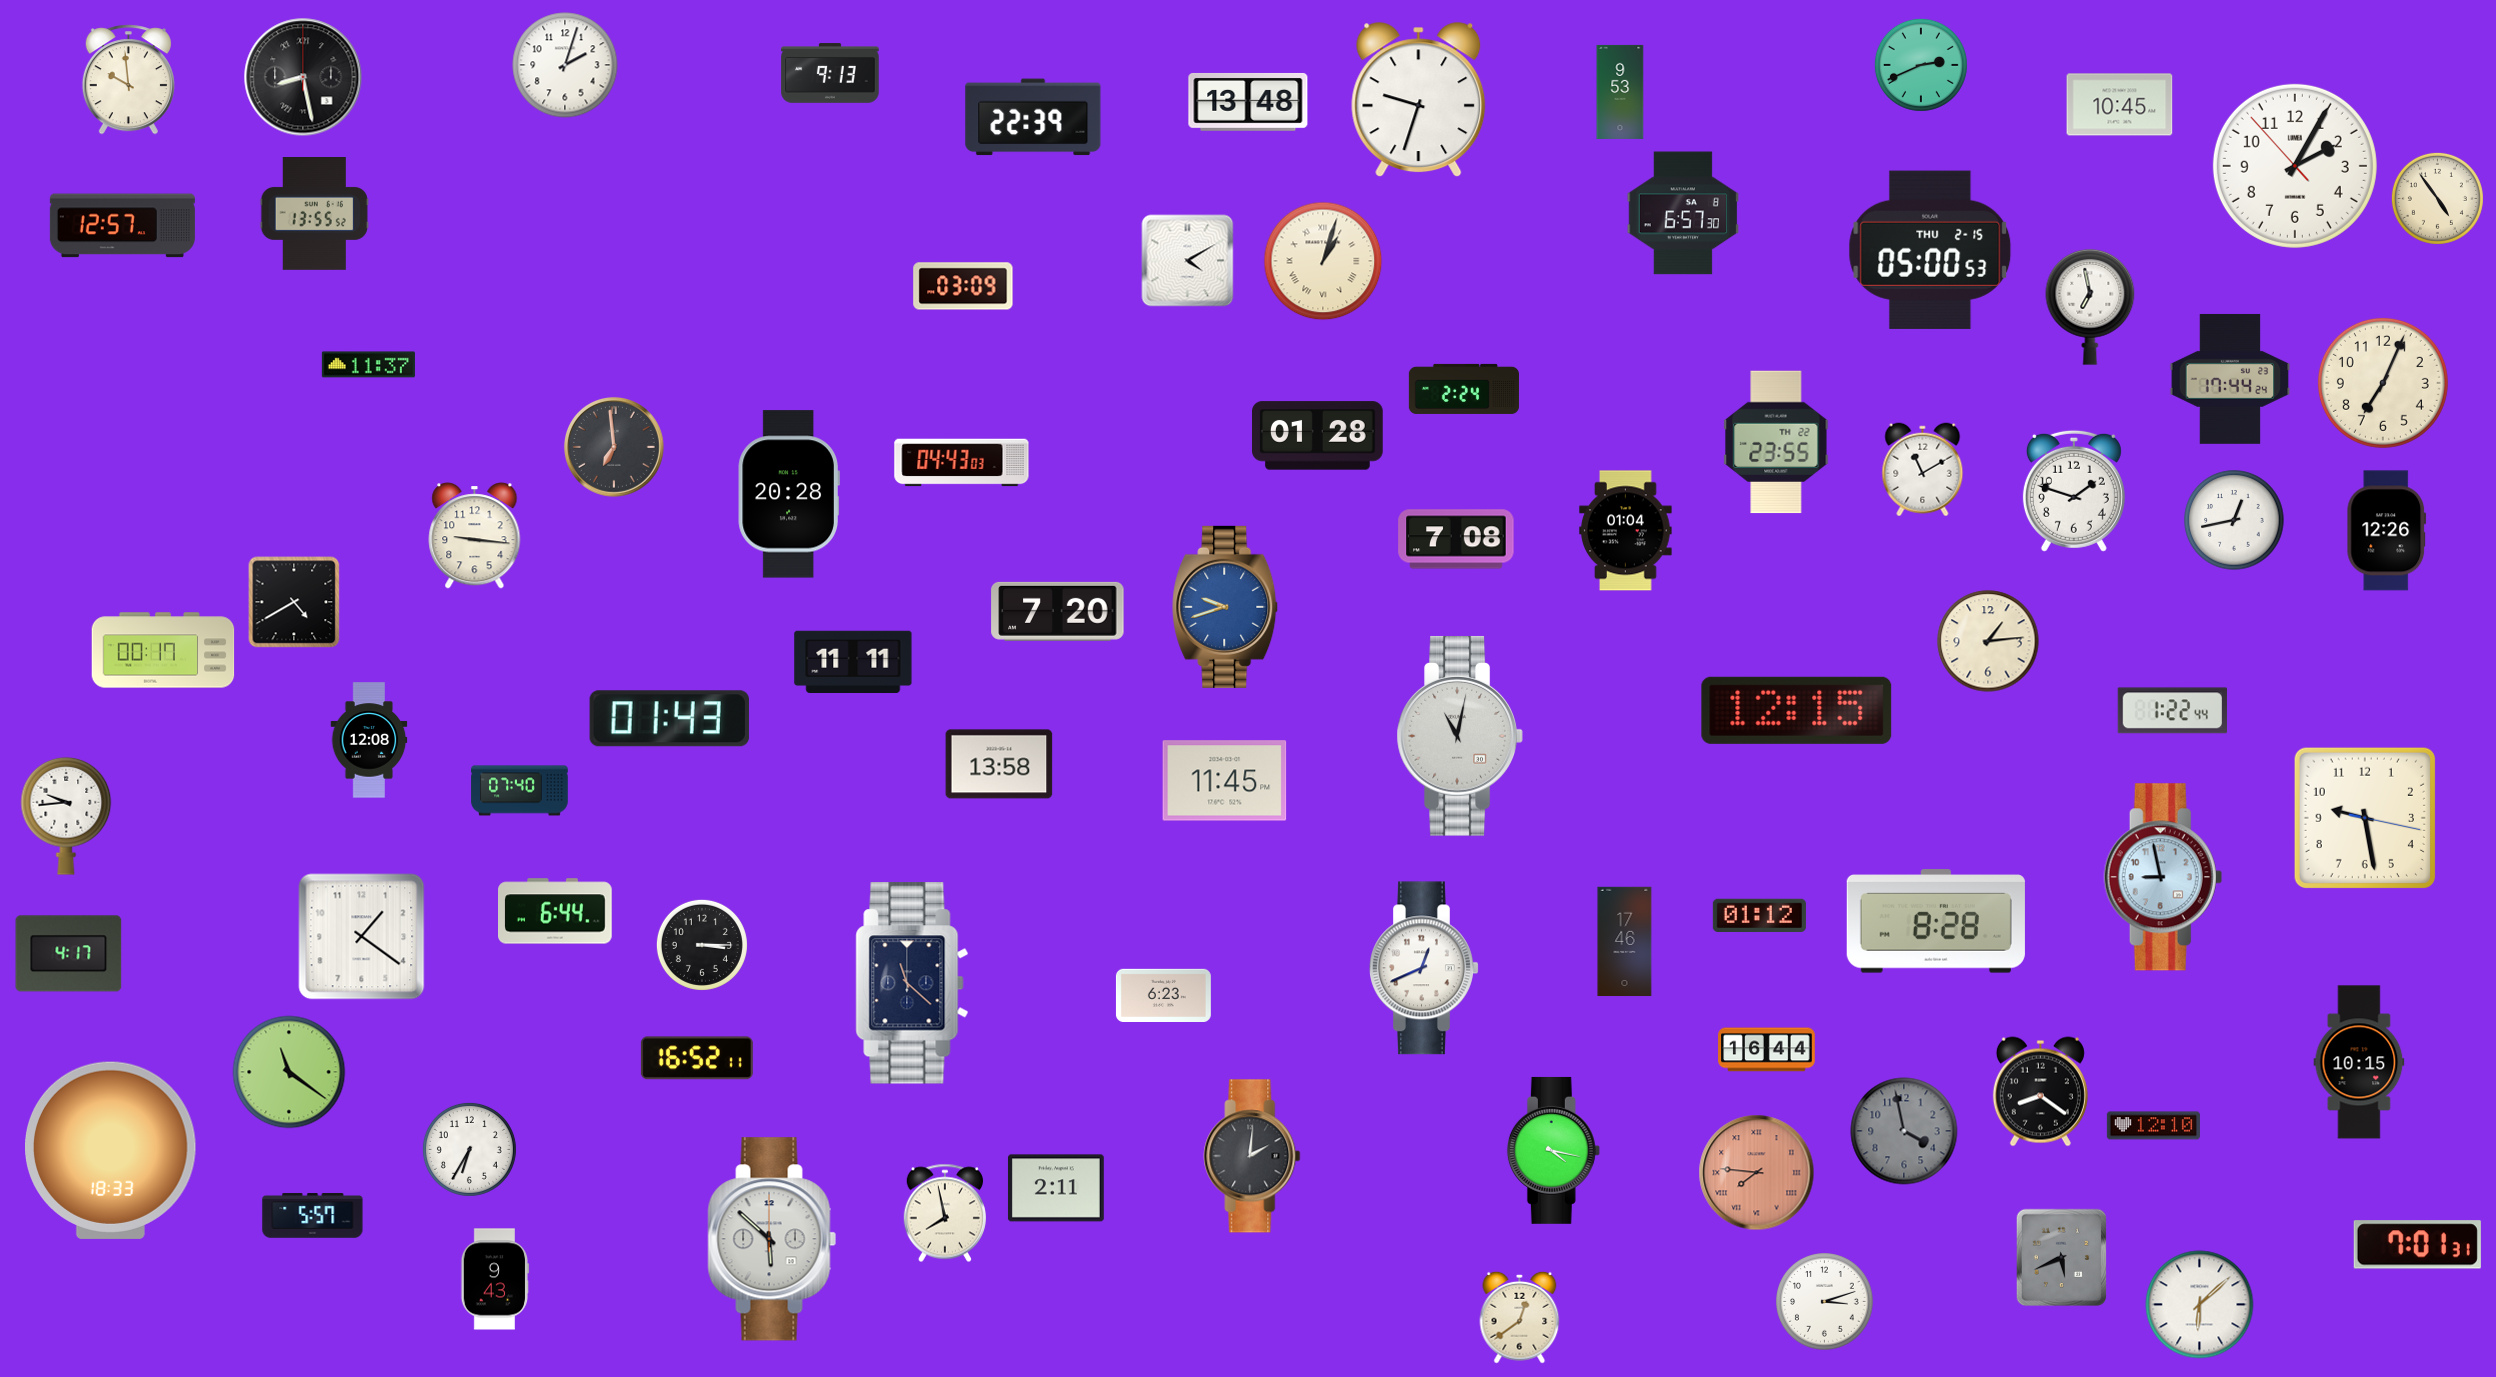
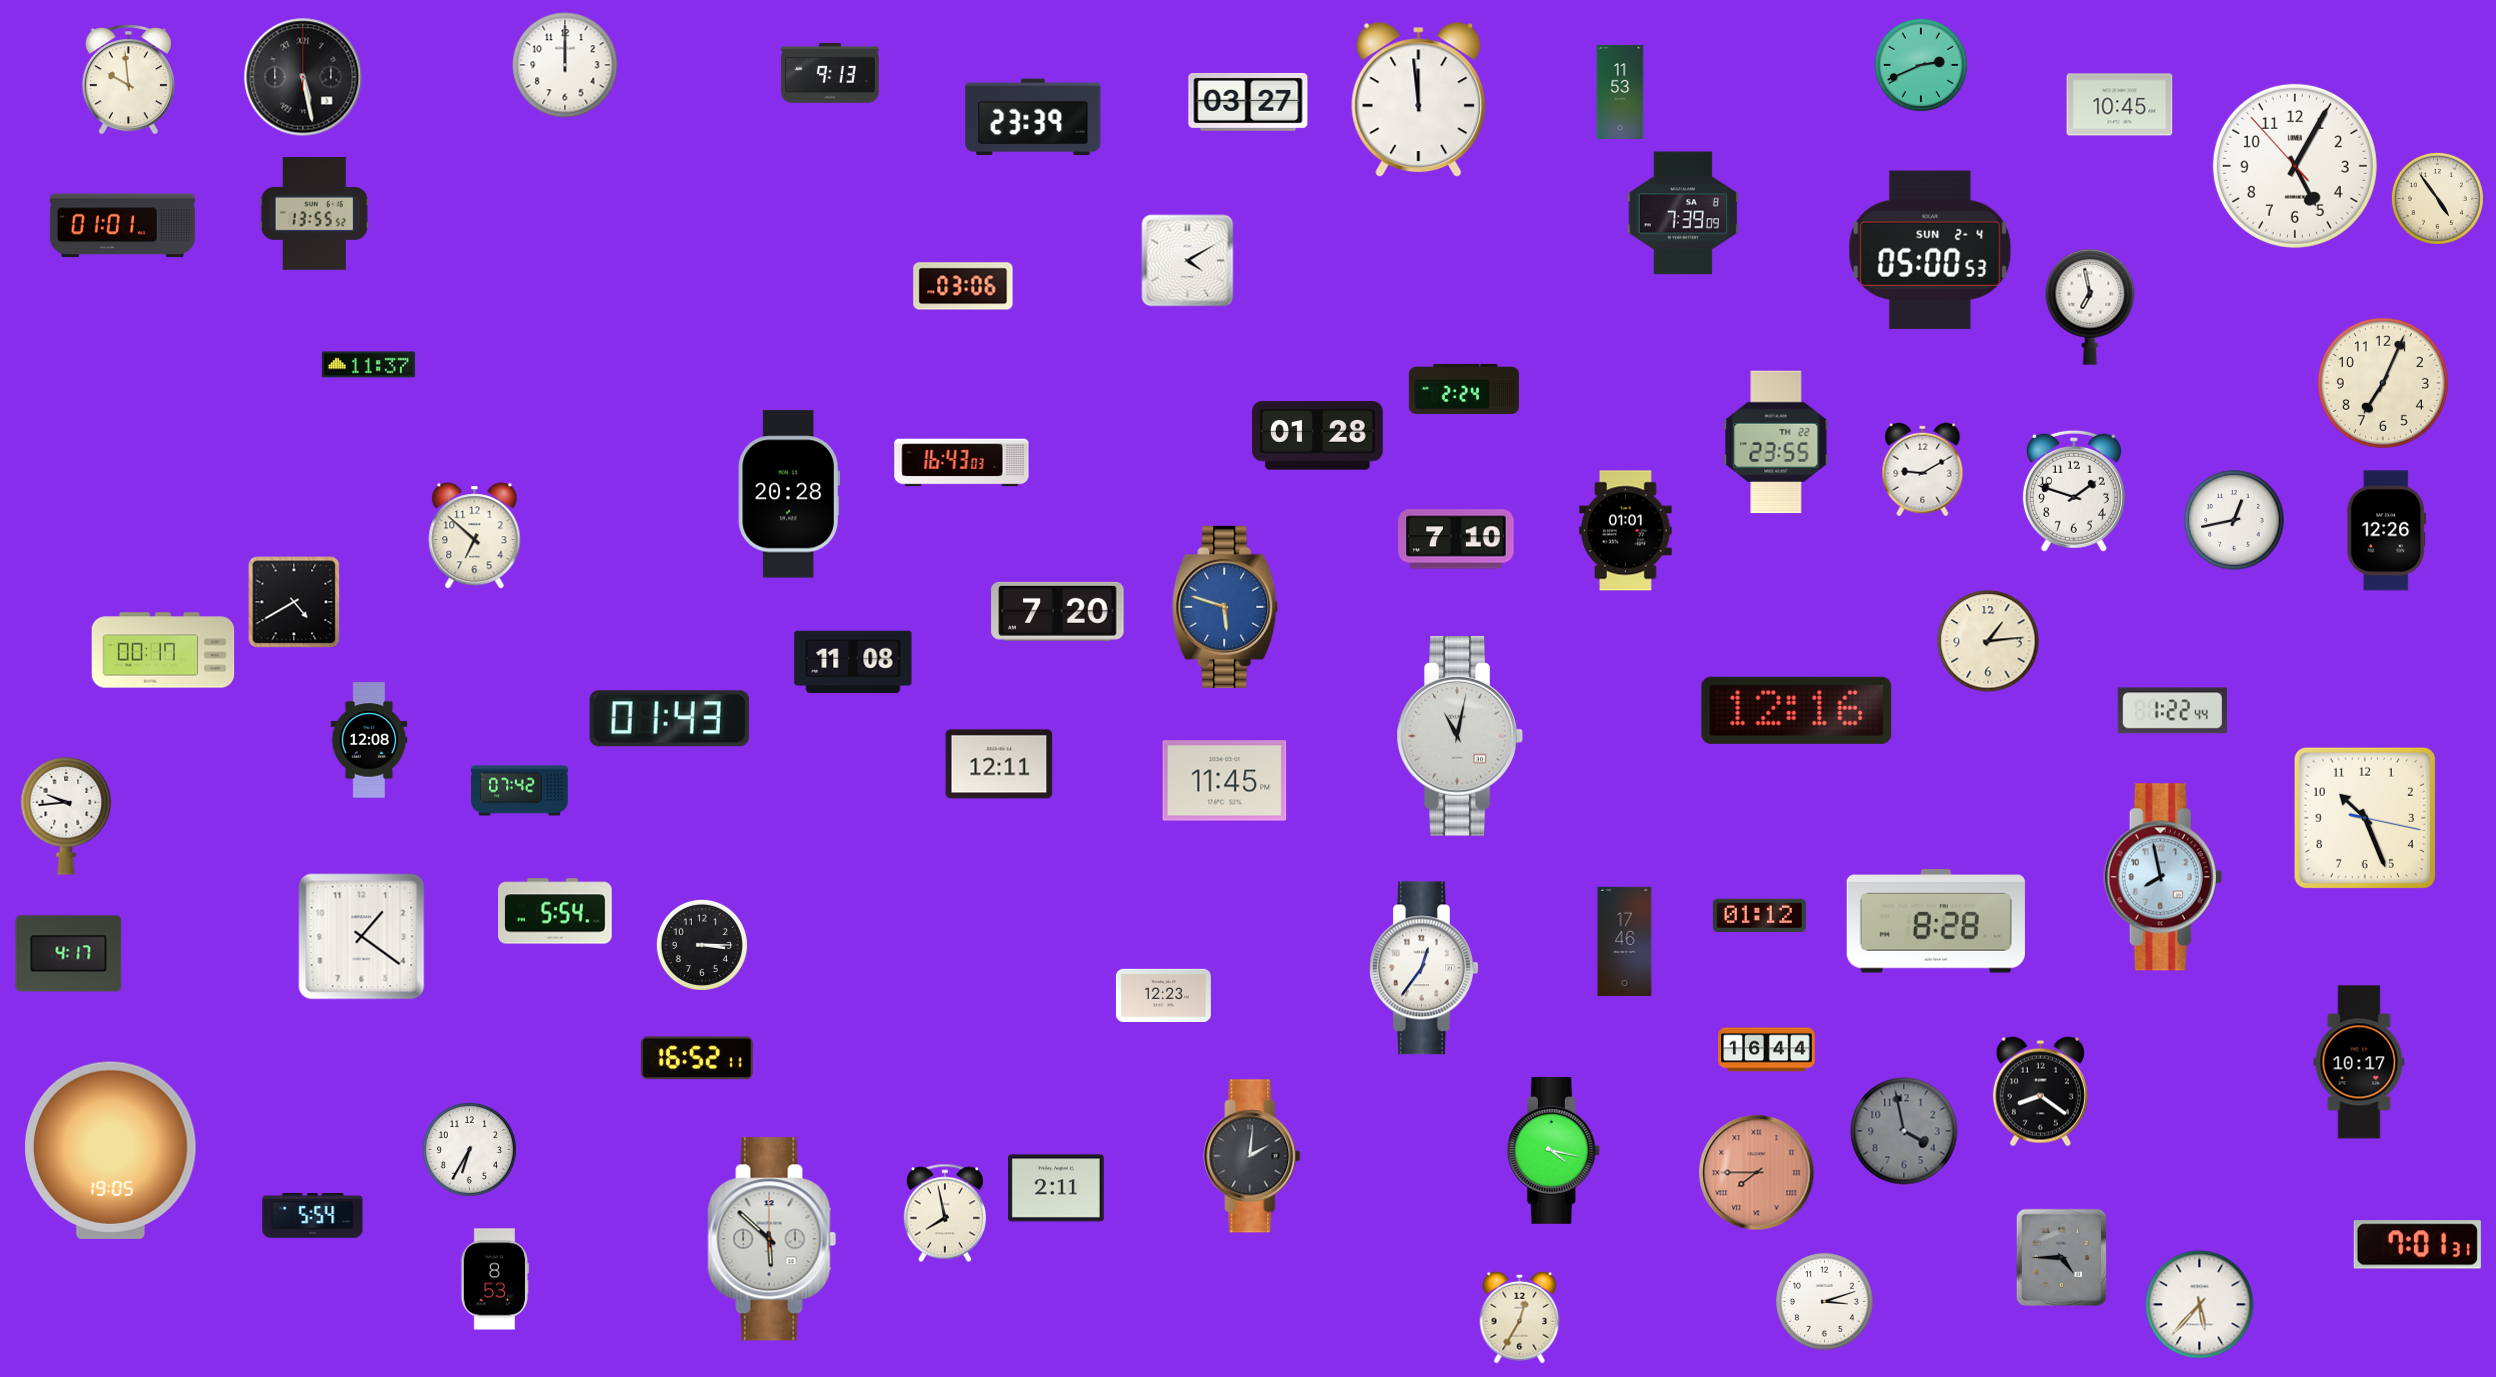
clock at (565, 65): 2:03 -> 12:00
clock at (303, 77): 8:28 -> 5:28
clock at (1620, 92): 9:53 -> 11:53
clock at (1419, 100): 9:33 -> 11:59
clock at (1248, 102): 13:48 -> 03:27
clock at (1033, 117): 22:39 -> 23:39
clock at (2295, 166): 2:04 -> 5:04
clock at (1683, 213): 6:57 -> 7:39
clock at (122, 226): 12:57 -> 01:01
clock at (1930, 250) date: THU 2-15 -> SUN 2-4
clock at (1323, 261): 1:03 -> none
clock at (963, 286): 03:09 -> 03:06
clock at (2230, 379): 17:44 -> none
clock at (614, 447): 6:59 -> none
clock at (962, 463): 04:43 -> 16:43
clock at (1923, 470): 11:10 -> 9:10
clock at (1626, 531): 01:04 -> 01:01
clock at (475, 536): 9:16 -> 6:52
clock at (1456, 539): 7:08 -> 7:10
clock at (1226, 607): 9:42 -> 5:48
clock at (853, 661): 11:11 -> 11:08
clock at (1797, 710): 12:15 -> 12:16
clock at (999, 764): 13:58 -> 12:11
clock at (520, 791): 07:40 -> 07:42
clock at (2365, 818): 9:28 -> 10:26
clock at (2163, 877): 8:58 -> 7:58
clock at (555, 911): 6:44 -> 5:54
clock at (1424, 968): 12:41 -> 12:36
clock at (912, 983): 11:22 -> none
clock at (1163, 995): 6:23 -> 12:23
clock at (2359, 1062): 10:15 -> 10:17
clock at (289, 1072): 11:21 -> none
clock at (2153, 1126): 12:10 -> none
clock at (111, 1150): 18:33 -> 19:05
clock at (1757, 1173): 7:46 -> 7:45
clock at (313, 1216): 5:57 -> 5:54
clock at (2062, 1258): 5:41 -> 4:45
clock at (494, 1279): 9:43 -> 8:53
clock at (2200, 1305): 6:08 -> 5:37
clock at (1520, 1317): 12:39 -> 12:35
